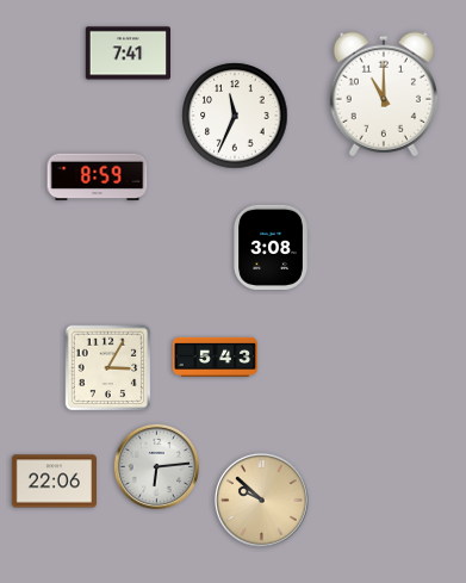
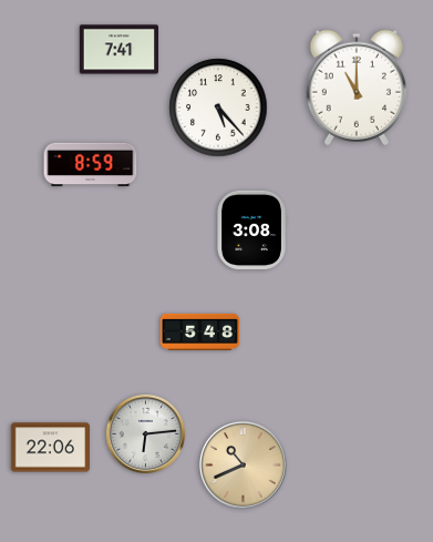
clock at (235, 116): 11:34 -> 5:23
clock at (216, 356): 5:43 -> 5:48
clock at (108, 368): 3:05 -> none
clock at (261, 500): 9:52 -> 10:41
